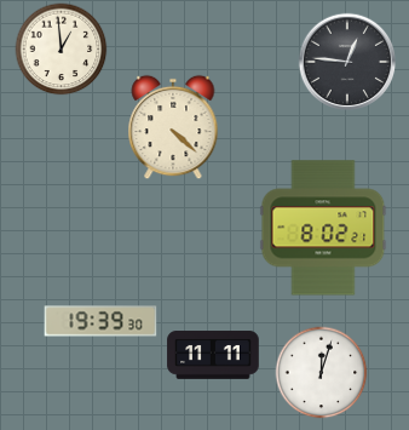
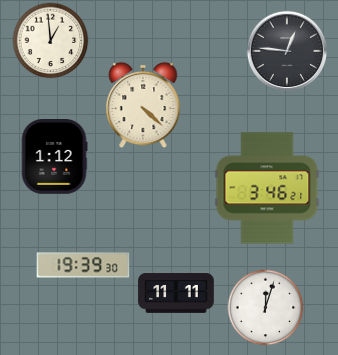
clock at (54, 157): none -> 1:12
clock at (323, 228): 8:02 -> 3:46
